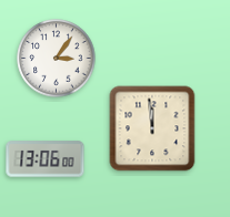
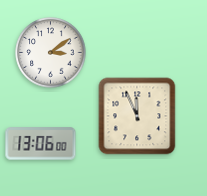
clock at (57, 59): 3:06 -> 3:09
clock at (152, 128): 11:59 -> 11:56
